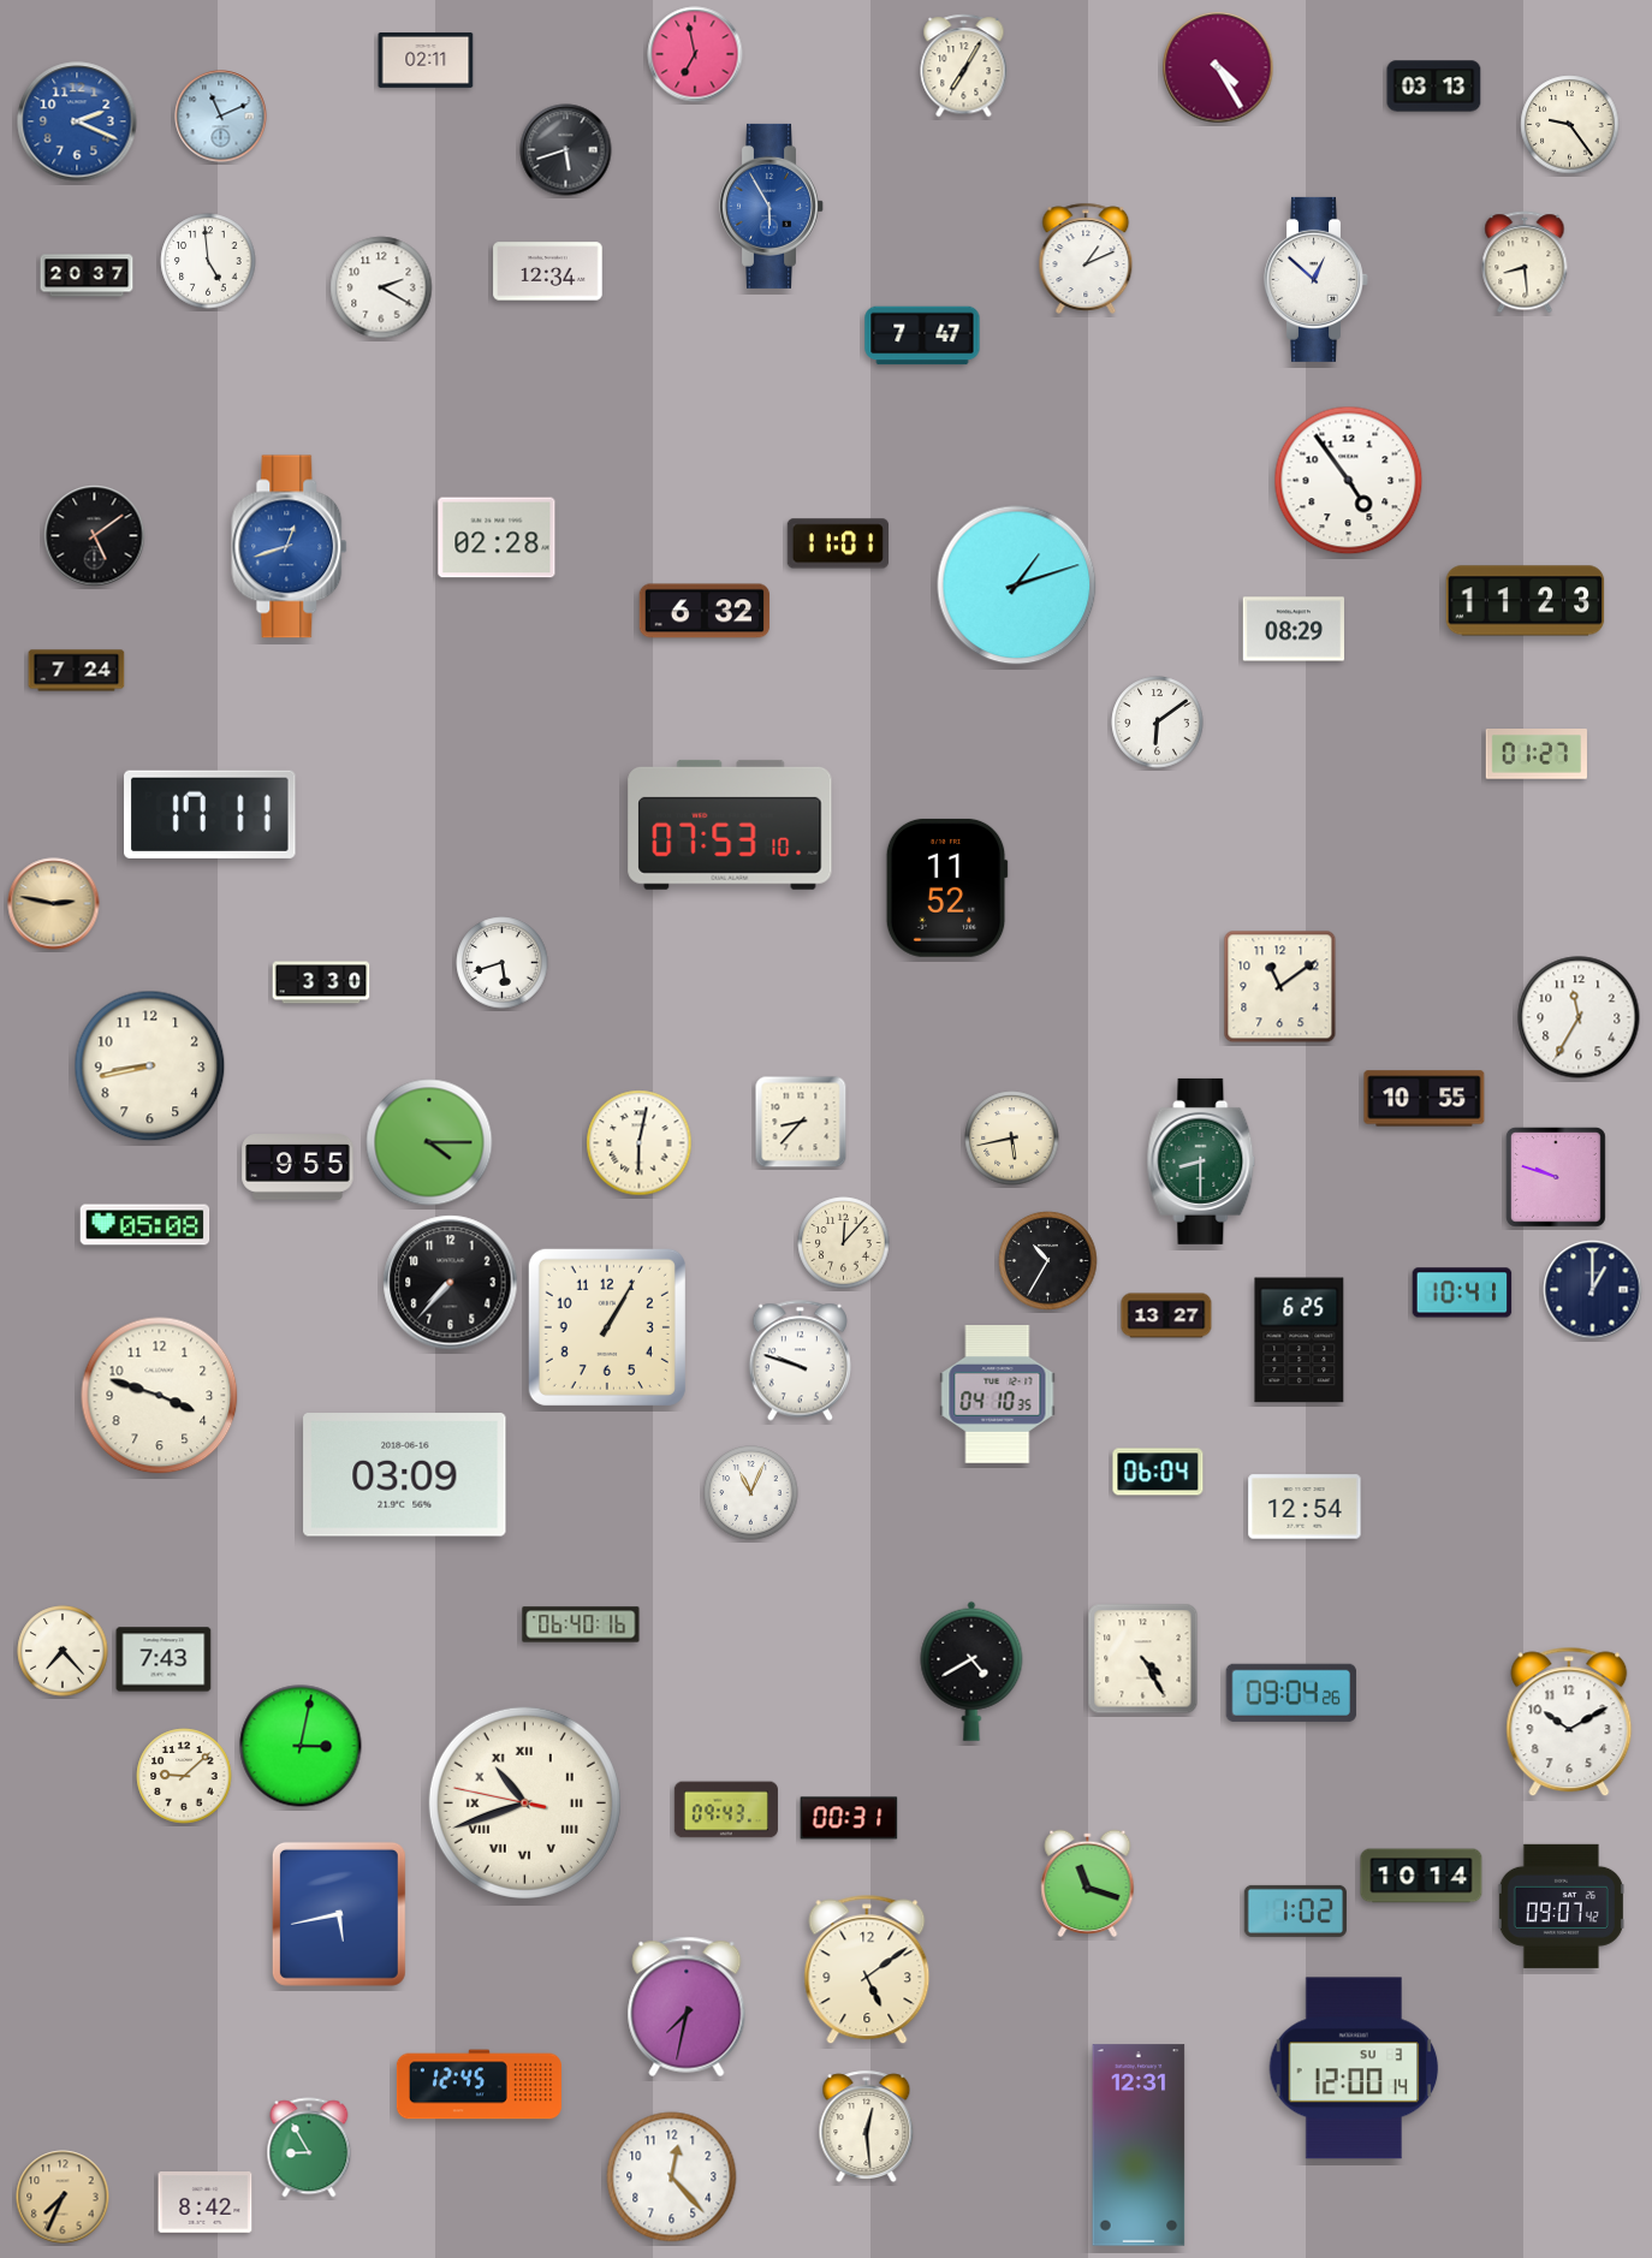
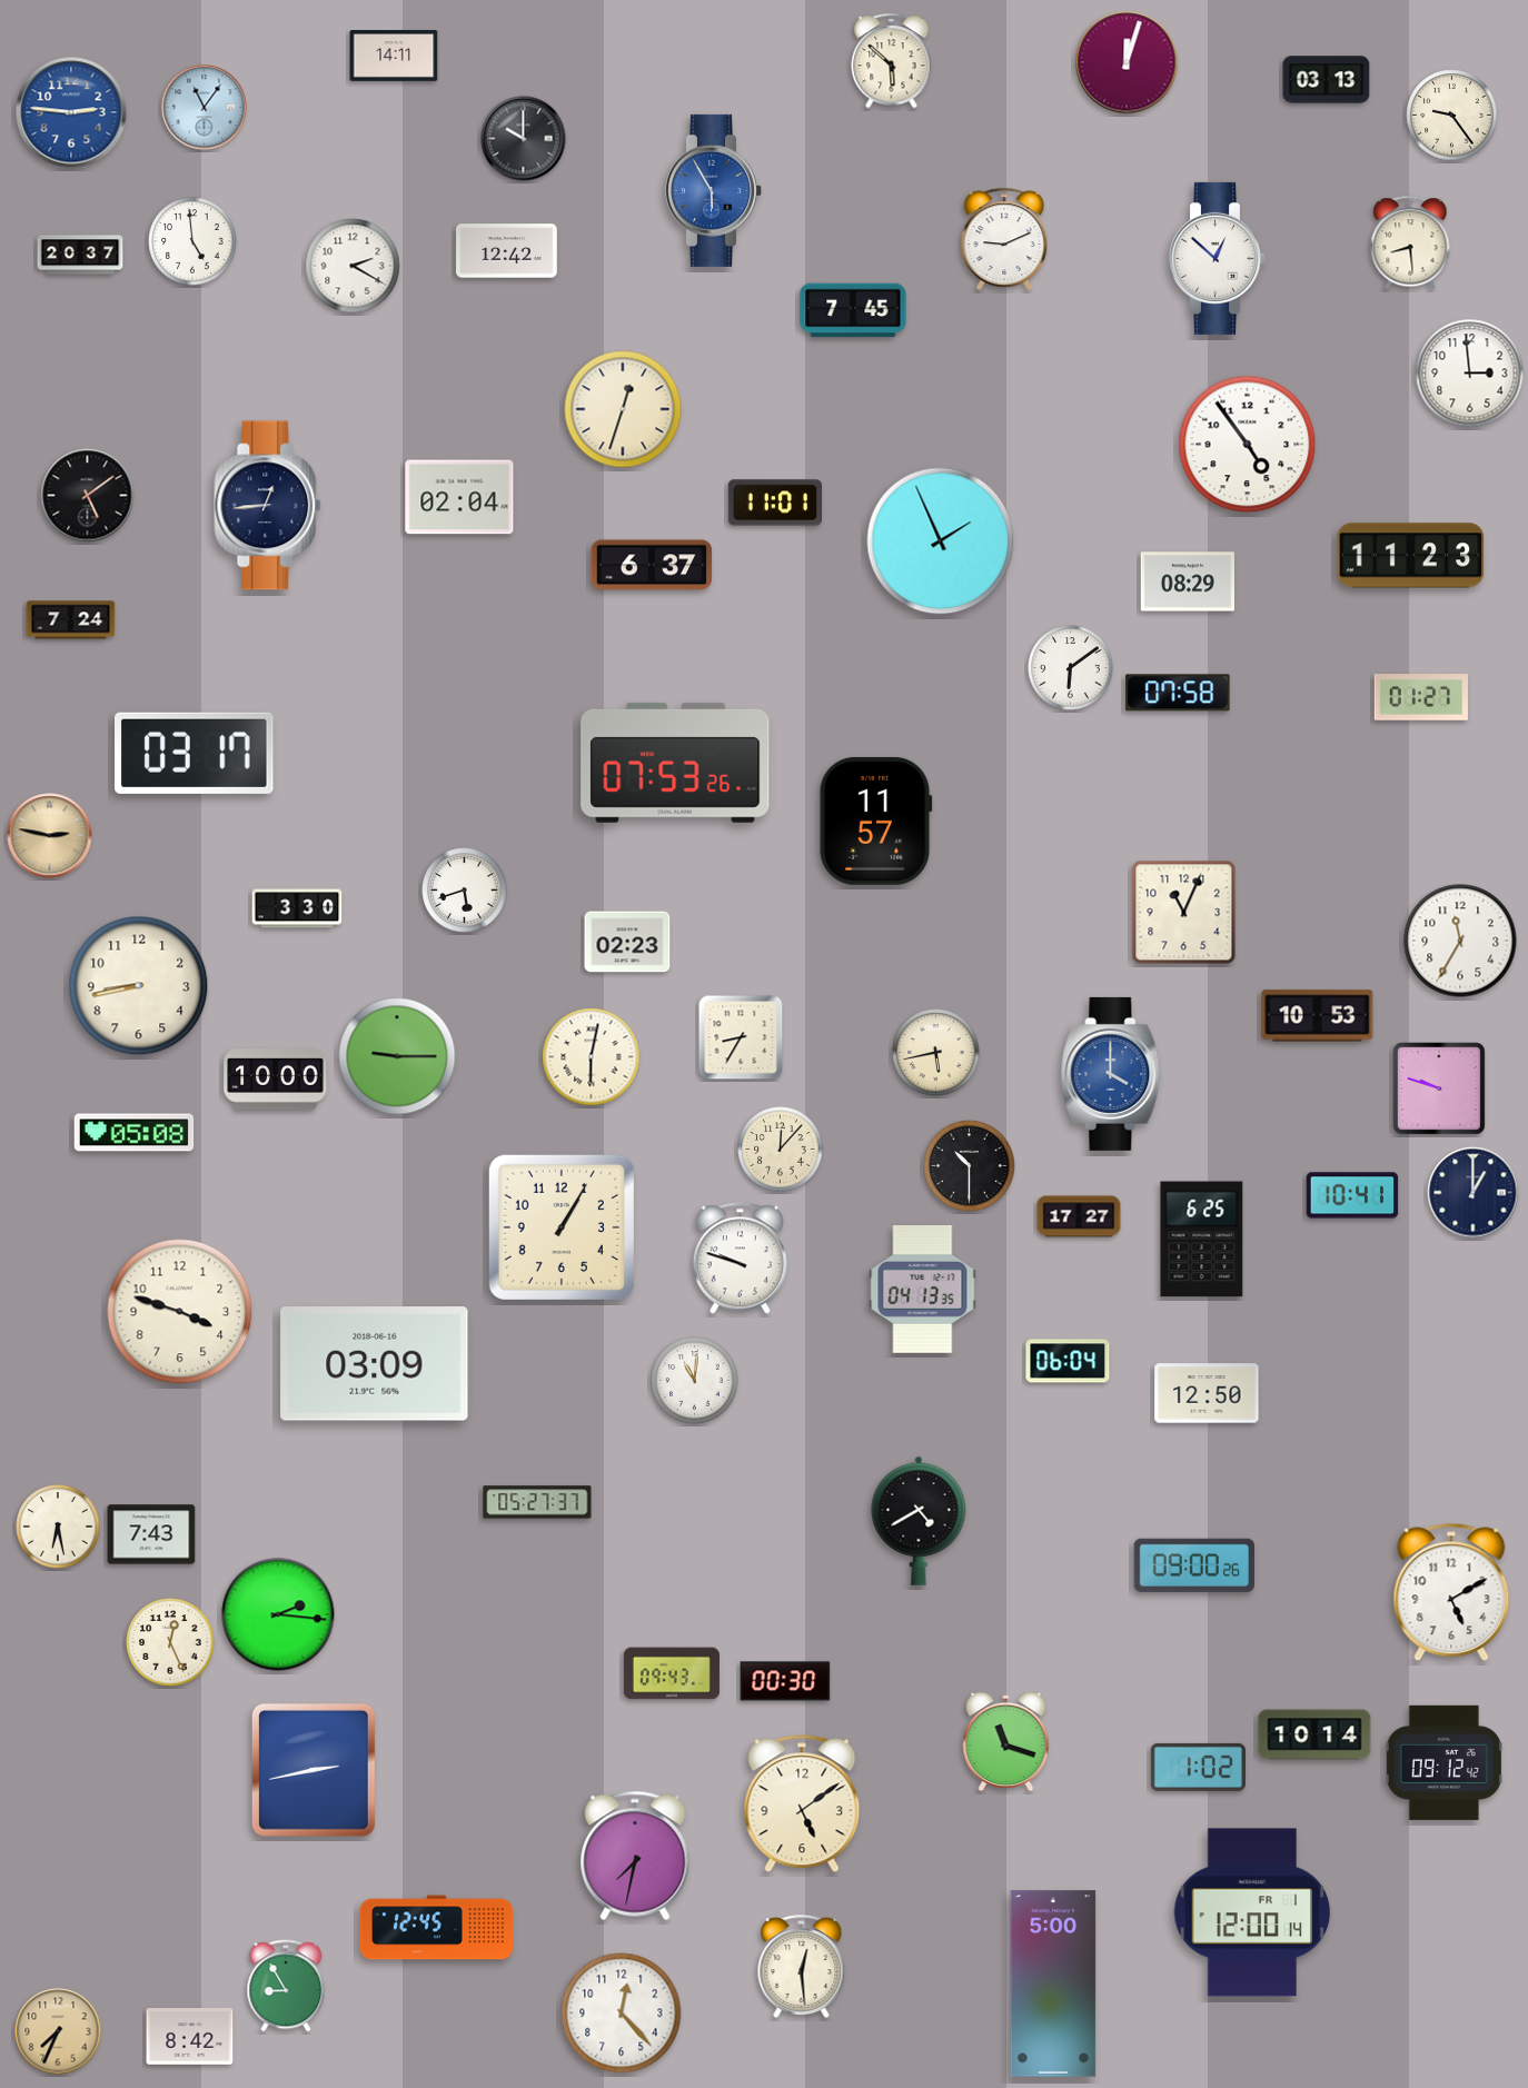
clock at (695, 54): 6:58 -> none
clock at (426, 61): 02:11 -> 14:11
clock at (964, 66): 7:05 -> 5:52
clock at (1218, 67): 4:25 -> 12:03
clock at (221, 117): 11:11 -> 11:06
clock at (77, 121): 2:19 -> 2:46
clock at (566, 150): 5:42 -> 10:00
clock at (1086, 259): 1:11 -> 9:11
clock at (548, 272): 12:34 -> 12:42
clock at (922, 335): 7:47 -> 7:45
clock at (1470, 374): none -> 2:59
clock at (623, 409): none -> 12:33
clock at (497, 537): 02:28 -> 02:04
clock at (290, 547): 12:42 -> 12:44
clock at (290, 547) dial: blue -> navy
clock at (1017, 586): 1:12 -> 1:56
clock at (705, 611): 6:32 -> 6:37
clock at (1293, 629) position: (1293, 629) -> (1187, 581)
clock at (1178, 693): none -> 07:58
clock at (210, 814): 17:11 -> 03:17
clock at (730, 825): 07:53:10 -> 07:53:26
clock at (946, 887): 11:52 -> 11:57
clock at (1280, 987): 11:09 -> 11:04
clock at (627, 942): none -> 02:23
clock at (1425, 1099): 10:55 -> 10:53
clock at (801, 1122): 8:37 -> 8:35
clock at (429, 1142): 4:15 -> 9:15
clock at (1201, 1161): 8:30 -> 4:00
clock at (1201, 1161) dial: green -> blue
clock at (298, 1167): 9:55 -> 10:00
clock at (1048, 1261): 10:35 -> 10:30
clock at (451, 1283): 7:37 -> none
clock at (1166, 1315): 13:27 -> 17:27
clock at (998, 1395): 04:10 -> 04:13
clock at (160, 1396) position: (160, 1396) -> (180, 1312)
clock at (1158, 1472) position: (1158, 1472) -> (1068, 1361)
clock at (751, 1493): 11:04 -> 11:01
clock at (1305, 1507): 12:54 -> 12:50
clock at (581, 1624): 06:40 -> 05:27
clock at (63, 1651): 7:23 -> 6:28
clock at (1143, 1659): 4:25 -> none
clock at (971, 1671) position: (971, 1671) -> (919, 1521)
clock at (1291, 1693): 09:04 -> 09:00
clock at (1569, 1722): 10:10 -> 5:10
clock at (301, 1746): 3:02 -> 2:16
clock at (184, 1776): 9:08 -> 12:26
clock at (524, 1802): 10:41 -> none
clock at (849, 1818): 00:31 -> 00:30
clock at (1561, 1906): 09:07 -> 09:12
clock at (339, 1914): 5:43 -> 2:43
clock at (867, 1969) position: (867, 1969) -> (802, 1803)
clock at (1354, 2068) date: SU 3 -> FR 1
clock at (479, 2085) position: (479, 2085) -> (436, 1928)
clock at (1139, 2145): 12:31 -> 5:00
